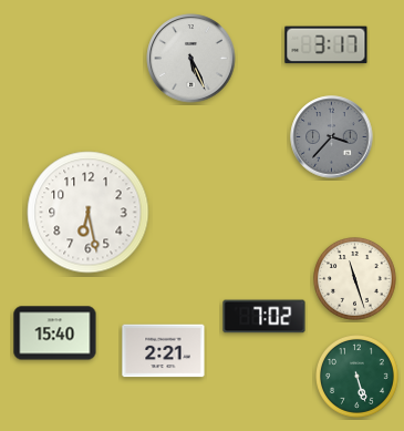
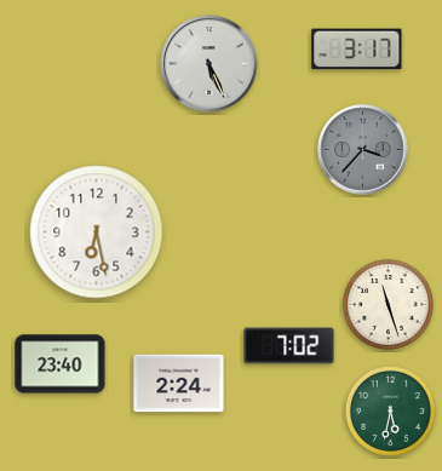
clock at (55, 333): 15:40 -> 23:40
clock at (164, 351): 2:21 -> 2:24
clock at (358, 377): 5:27 -> 5:32
